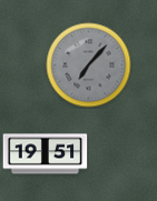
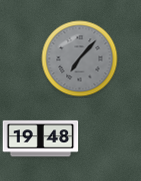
clock at (46, 154): 19:51 -> 19:48
